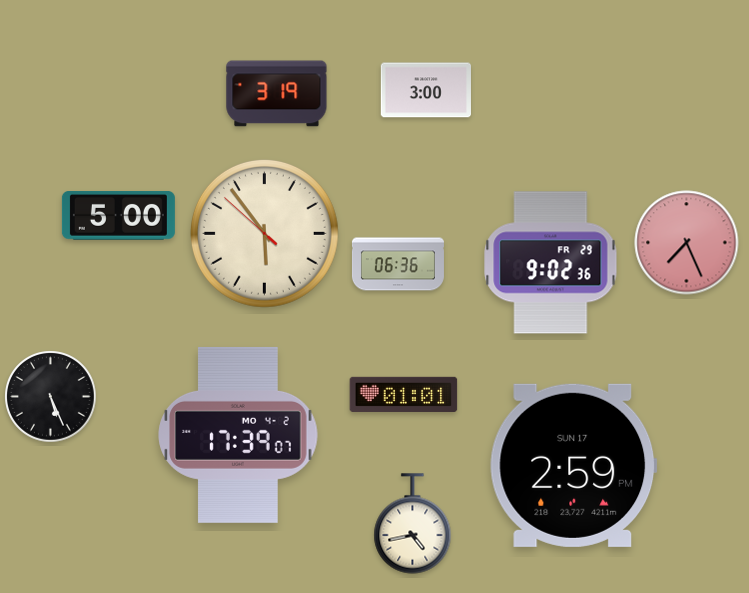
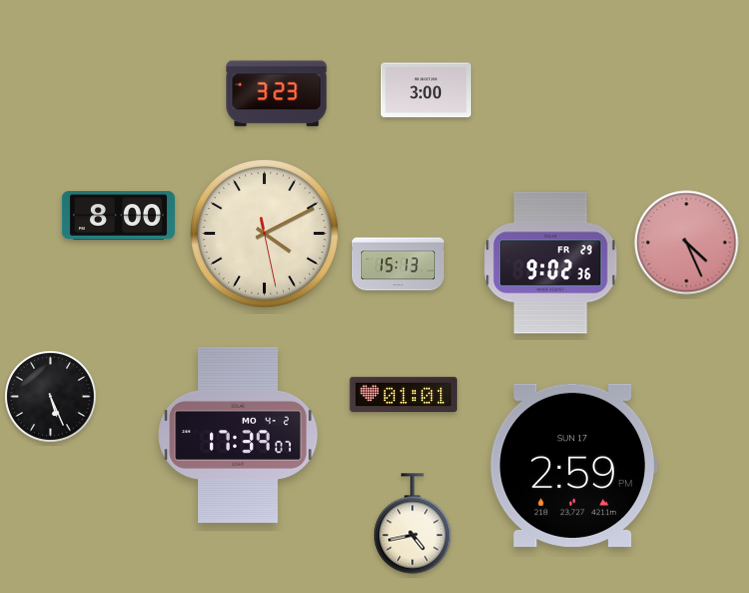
clock at (277, 94): 3:19 -> 3:23
clock at (118, 216): 5:00 -> 8:00
clock at (264, 233): 5:53 -> 4:10
clock at (687, 243): 7:26 -> 4:26
clock at (398, 264): 06:36 -> 15:13
